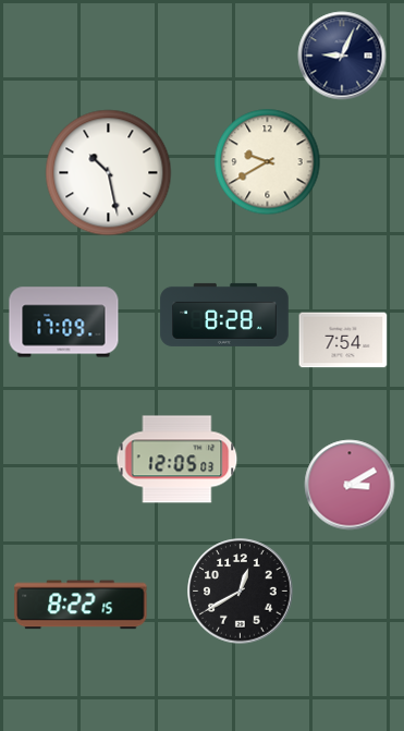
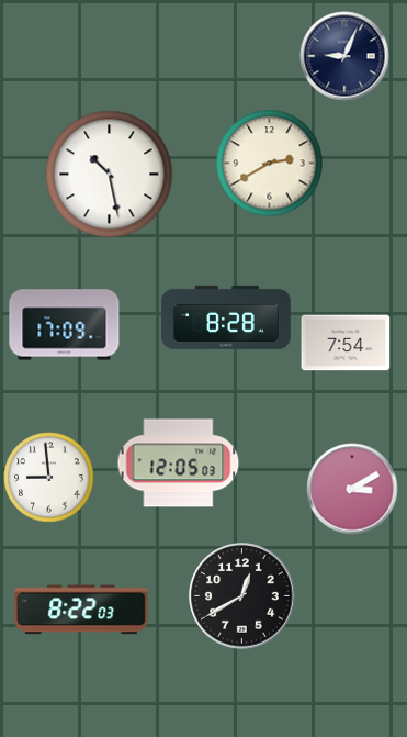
clock at (268, 162): 9:40 -> 2:40
clock at (49, 478): none -> 8:59
clock at (81, 605): 8:22:15 -> 8:22:03
